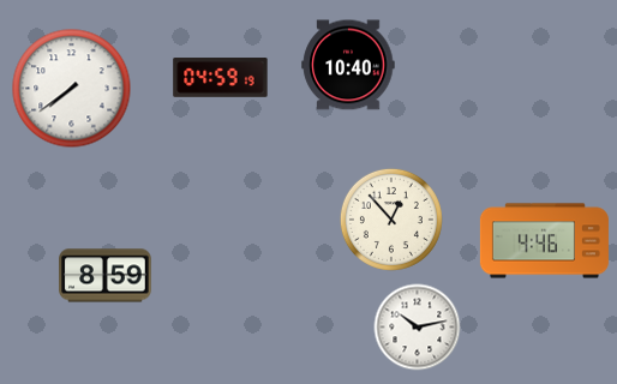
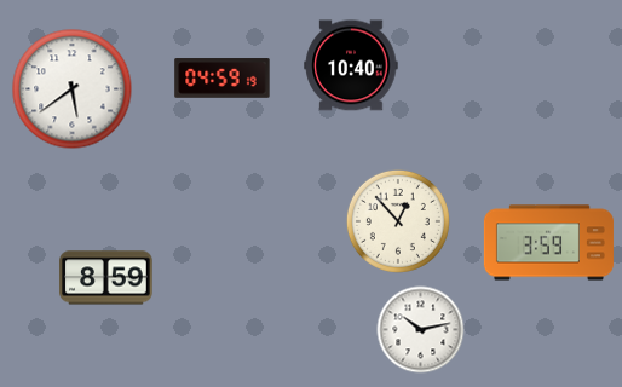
clock at (72, 89): 7:39 -> 5:39
clock at (391, 220) position: (391, 220) -> (398, 221)
clock at (544, 241): 4:46 -> 3:59
